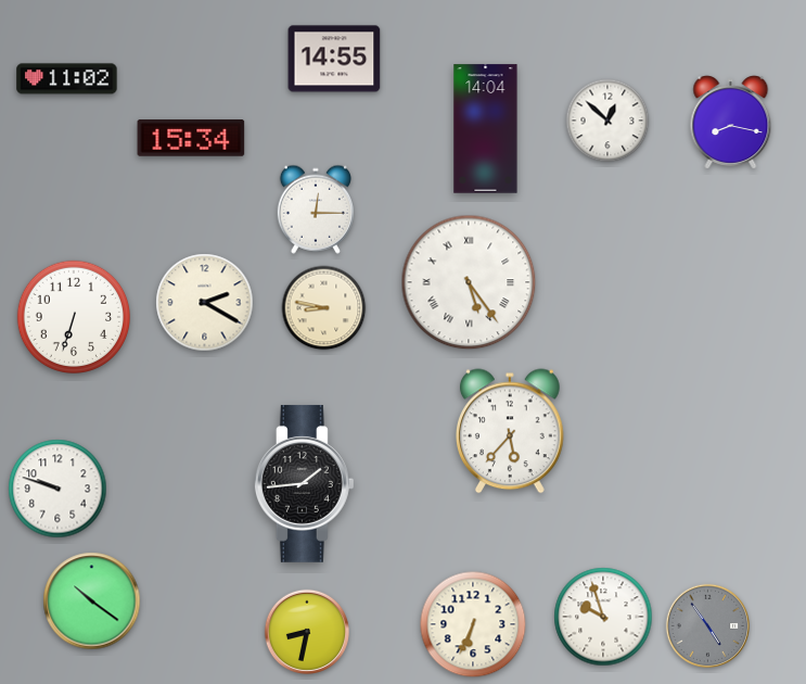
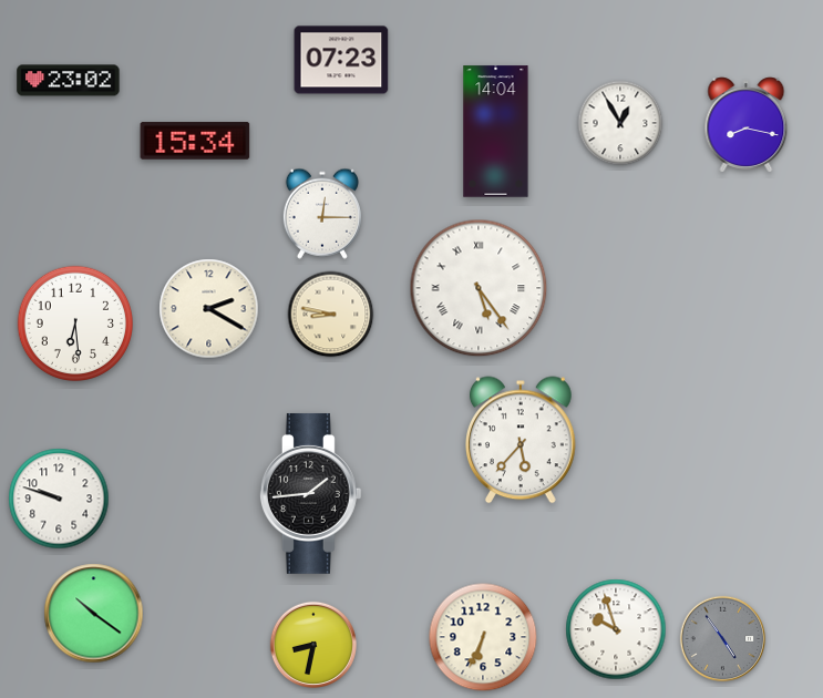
clock at (334, 59): 14:55 -> 07:23
clock at (67, 79): 11:02 -> 23:02
clock at (607, 121): 12:52 -> 12:55
clock at (73, 316): 6:33 -> 6:29
